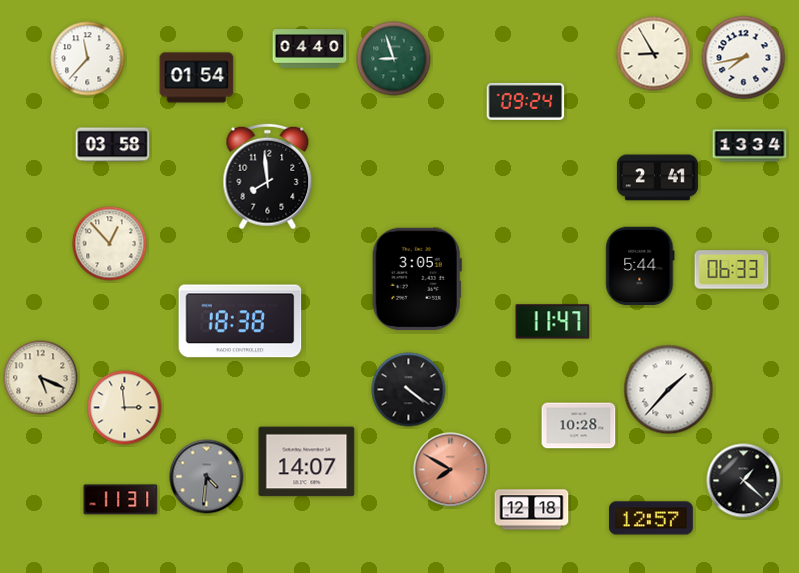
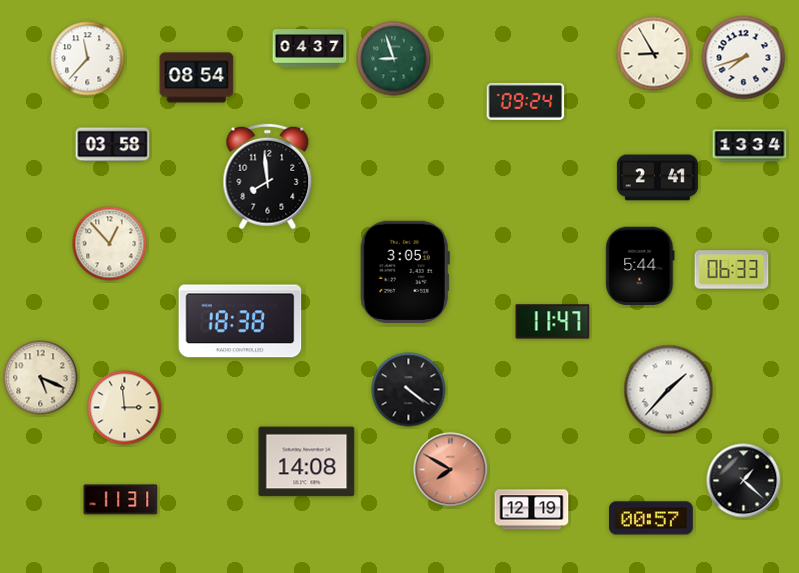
clock at (310, 49): 04:40 -> 04:37
clock at (744, 58): 7:43 -> 7:42
clock at (197, 78): 01:54 -> 08:54
clock at (417, 279) position: (417, 279) -> (405, 272)
clock at (579, 426): 10:28 -> none
clock at (307, 462): 14:07 -> 14:08
clock at (207, 477): 4:31 -> none
clock at (532, 510): 12:18 -> 12:19
clock at (652, 518): 12:57 -> 00:57
